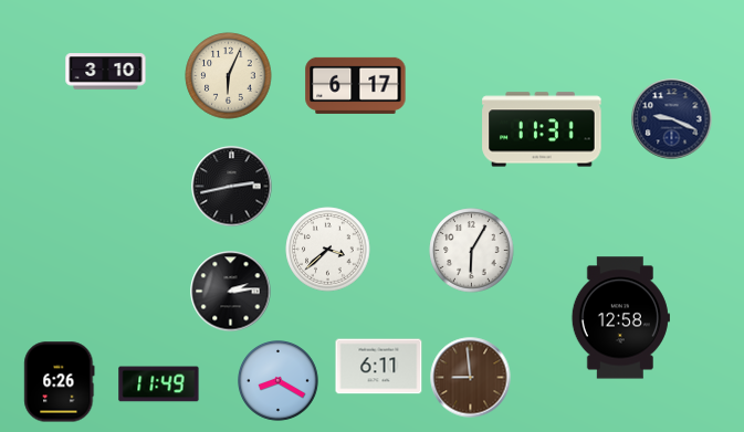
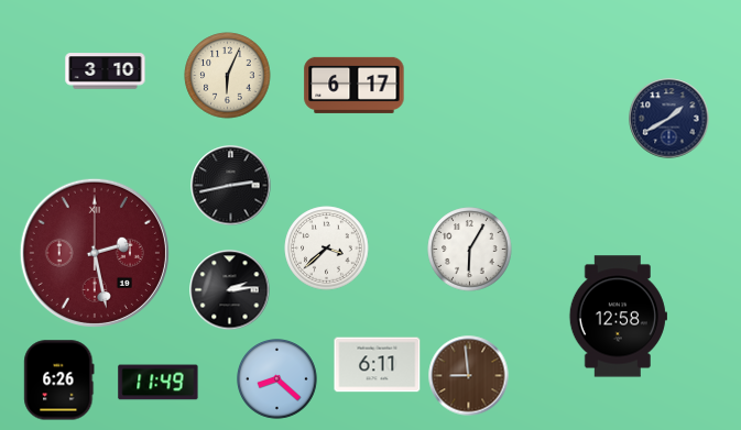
clock at (672, 119): 9:19 -> 1:40
clock at (542, 129): 11:31 -> none
clock at (95, 253): none -> 2:28
clock at (279, 381): 8:20 -> 8:22
